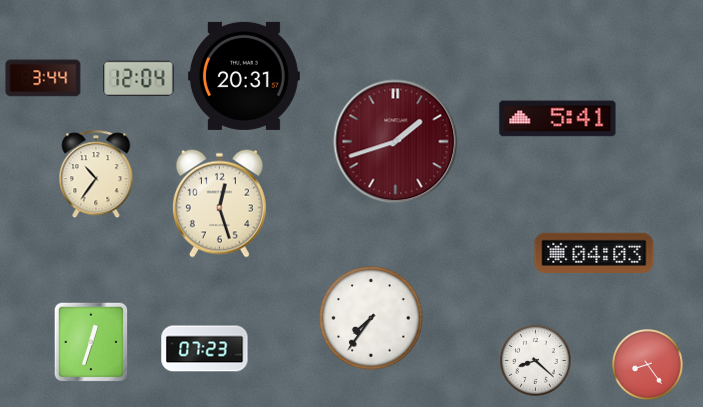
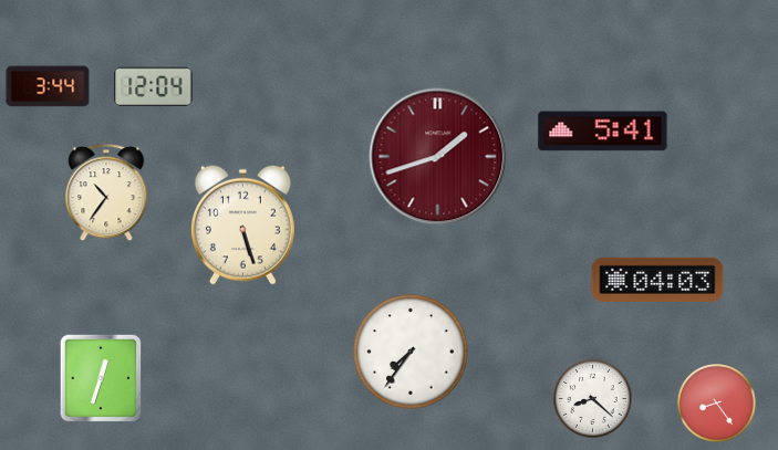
clock at (244, 76): 20:31 -> none
clock at (558, 119) position: (558, 119) -> (603, 132)
clock at (219, 203): 12:27 -> 5:27
clock at (205, 349): 07:23 -> none
